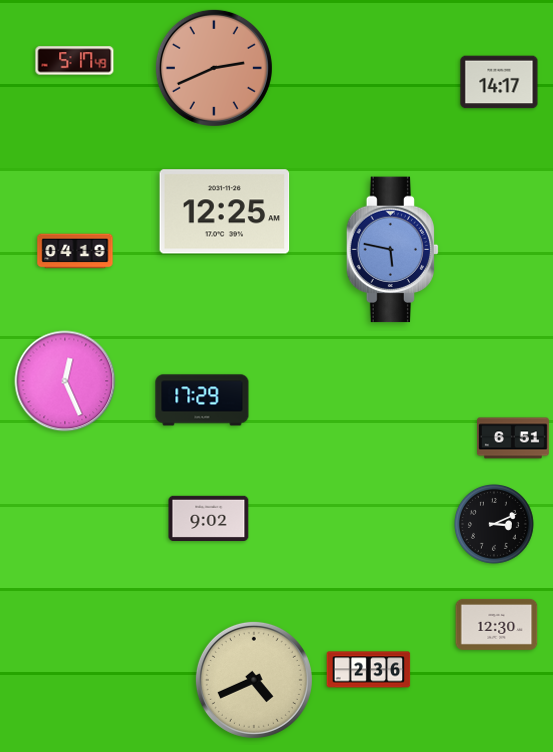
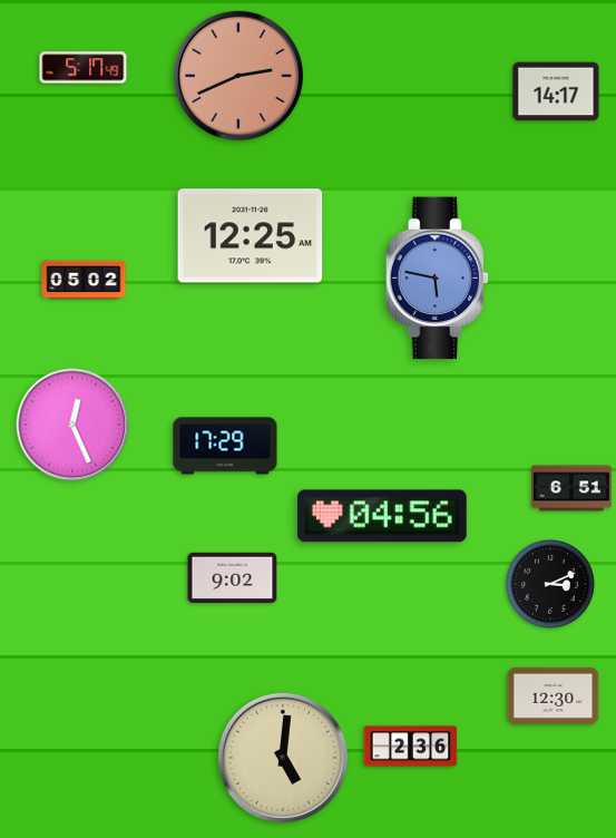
clock at (75, 251): 04:19 -> 05:02
clock at (383, 516): none -> 04:56
clock at (254, 680): 4:41 -> 5:01
